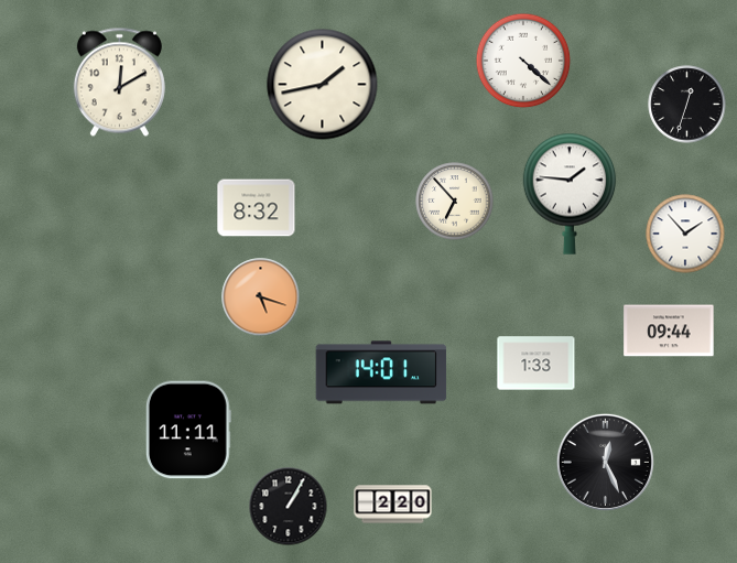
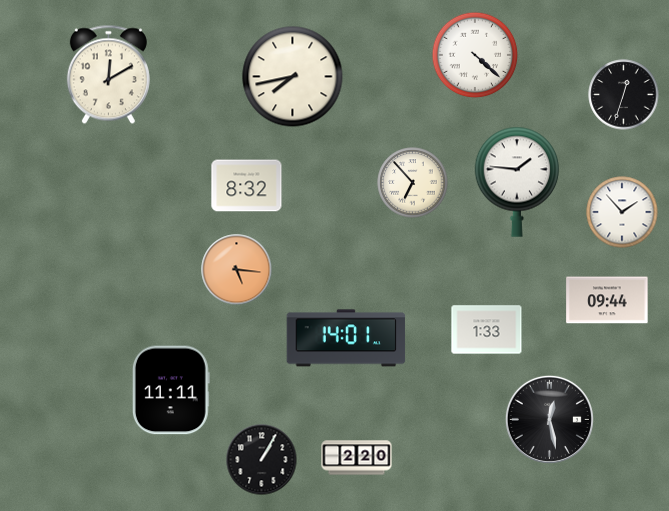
clock at (323, 85): 1:43 -> 7:43
clock at (570, 194) position: (570, 194) -> (517, 182)
clock at (257, 208) position: (257, 208) -> (247, 186)
clock at (261, 297): 5:18 -> 5:16
clock at (605, 462): 12:26 -> 12:28
